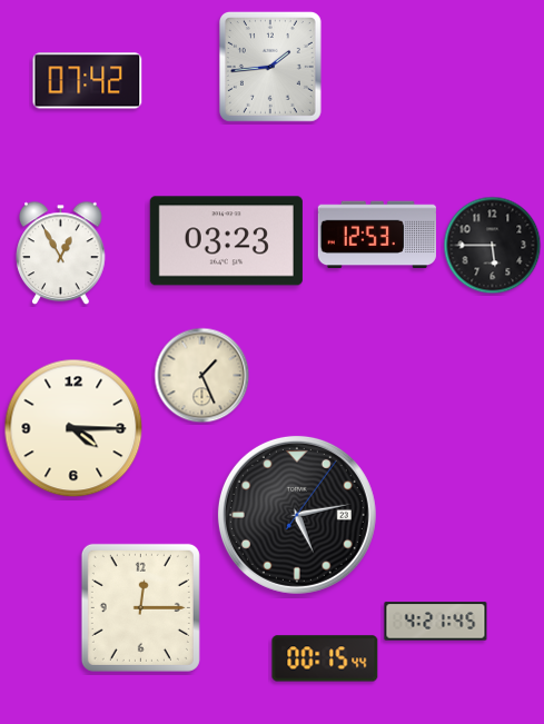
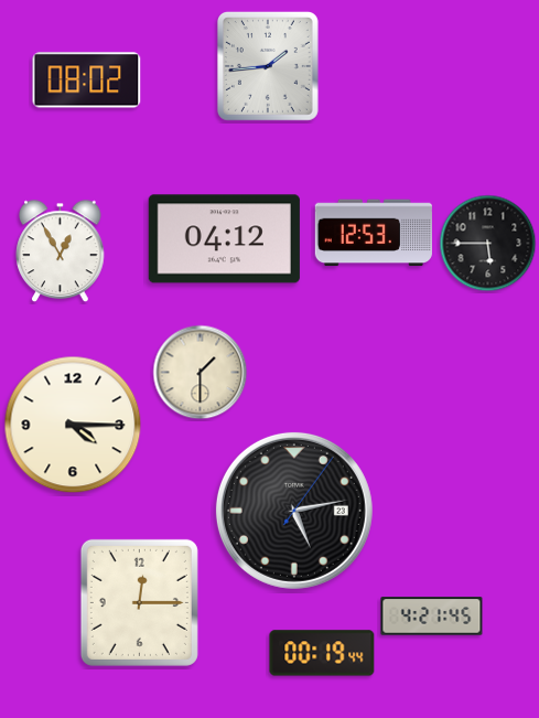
clock at (88, 81): 07:42 -> 08:02
clock at (226, 241): 03:23 -> 04:12
clock at (202, 376): 1:26 -> 1:30
clock at (325, 658): 00:15 -> 00:19
